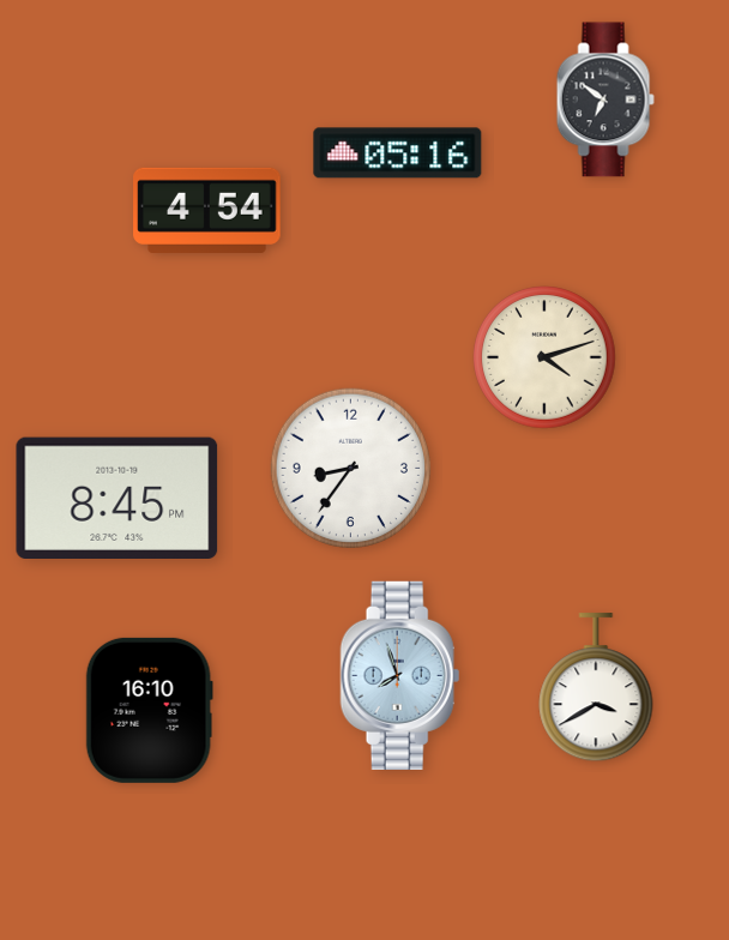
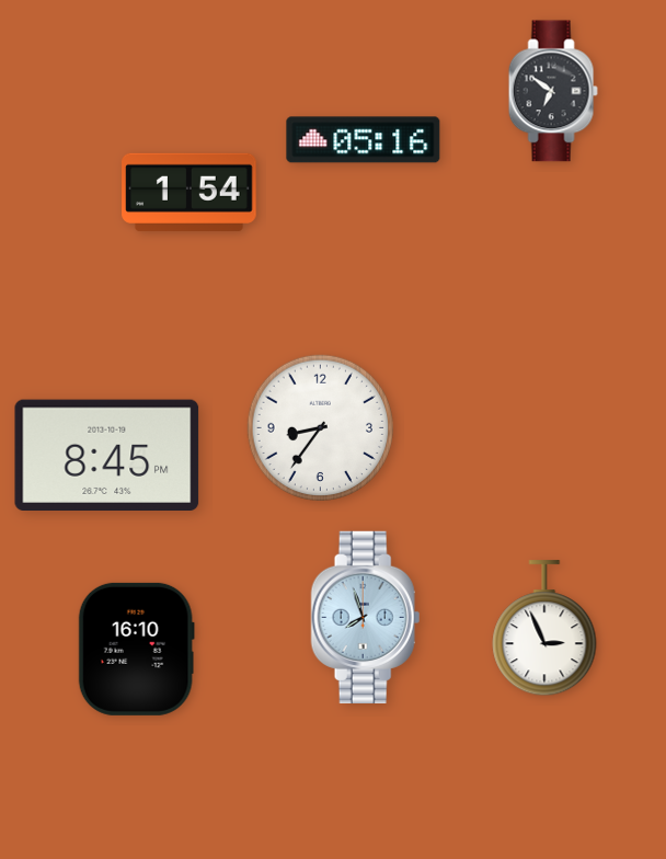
clock at (207, 210): 4:54 -> 1:54
clock at (546, 358): 4:12 -> none
clock at (596, 688): 3:40 -> 2:56
